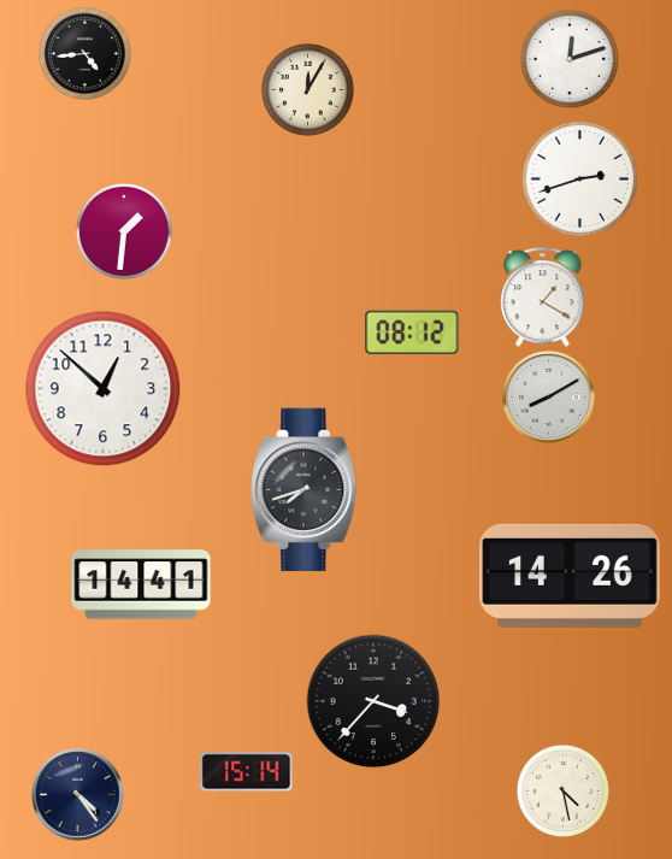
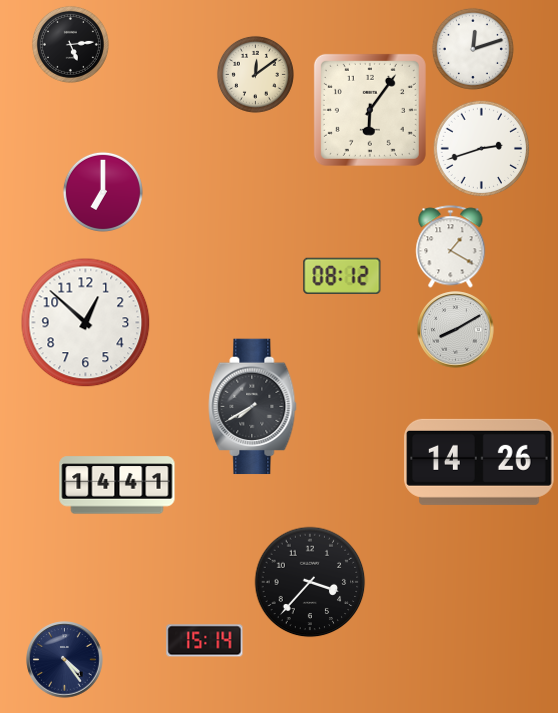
clock at (84, 53): 4:44 -> 5:14
clock at (307, 89): 12:05 -> 12:09
clock at (370, 110): none -> 6:06
clock at (124, 231): 1:31 -> 7:00
clock at (305, 490): 7:42 -> 7:40
clock at (570, 576) position: (570, 576) -> (479, 462)
clock at (562, 790): 4:28 -> none
